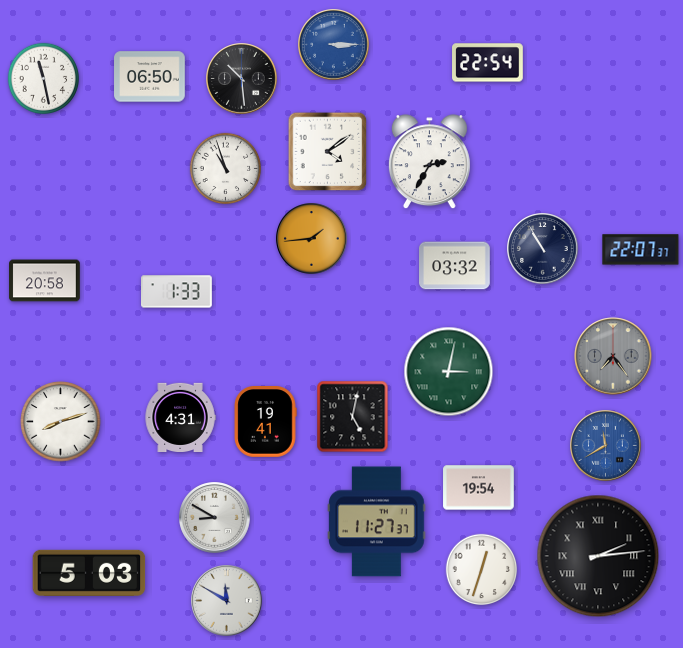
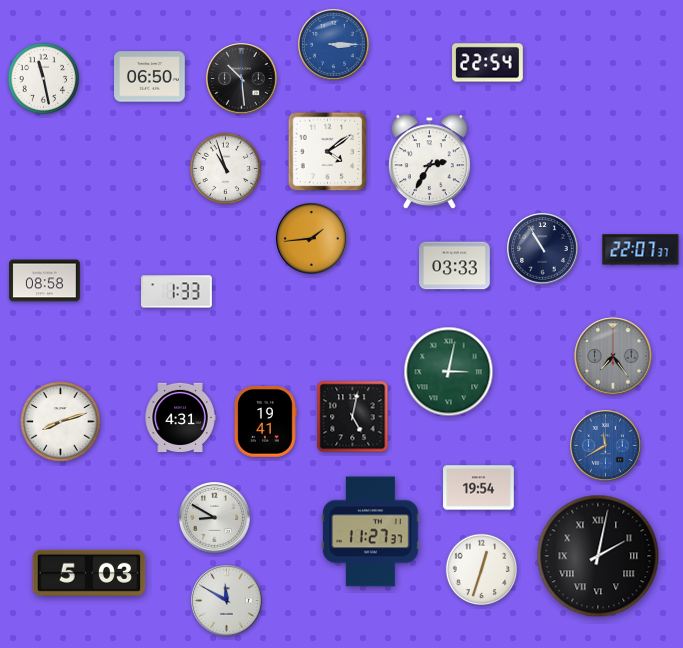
clock at (455, 266): 03:32 -> 03:33
clock at (45, 281): 20:58 -> 08:58
clock at (377, 522) position: (377, 522) -> (371, 532)
clock at (598, 556): 2:14 -> 2:02
